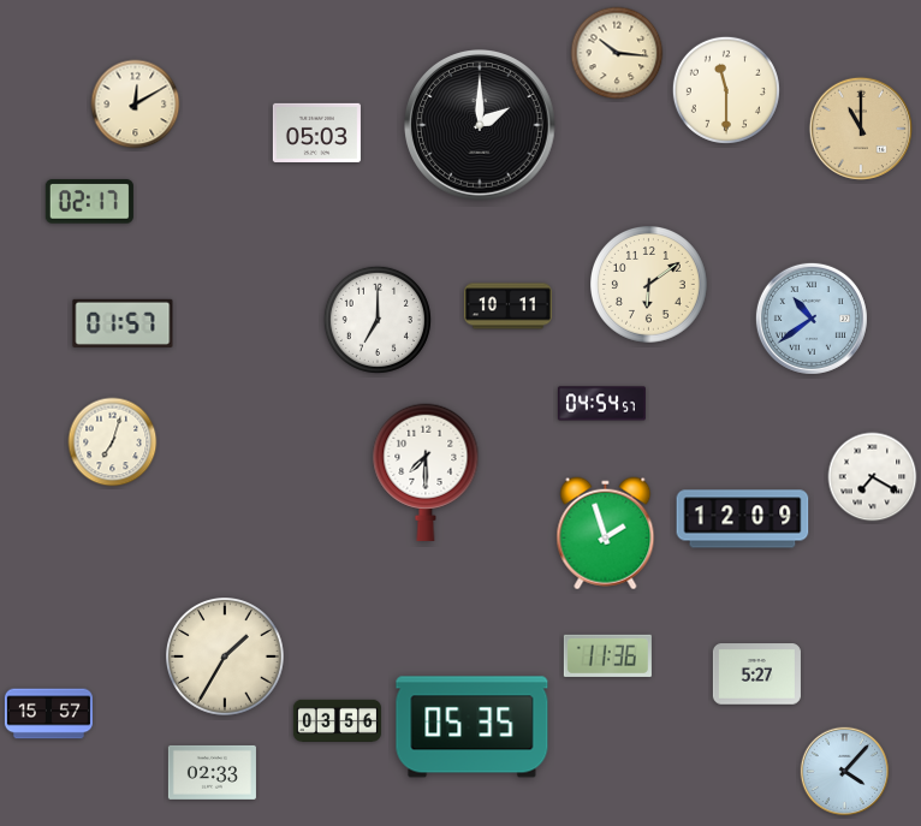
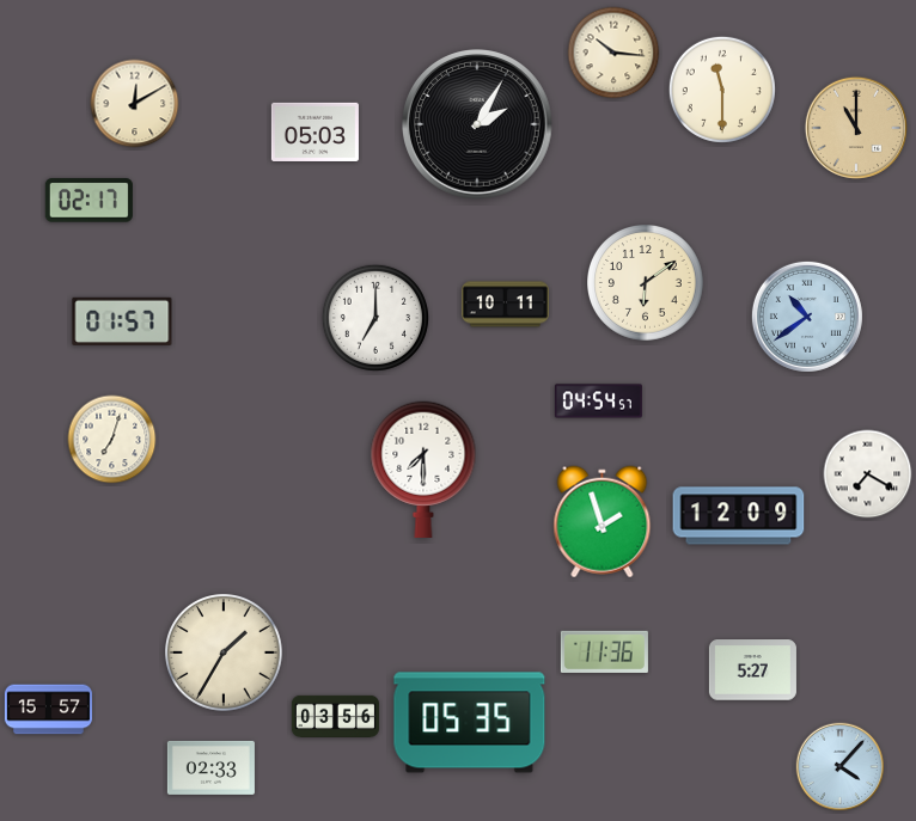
clock at (481, 126): 2:00 -> 2:05
clock at (606, 534) position: (606, 534) -> (603, 522)
